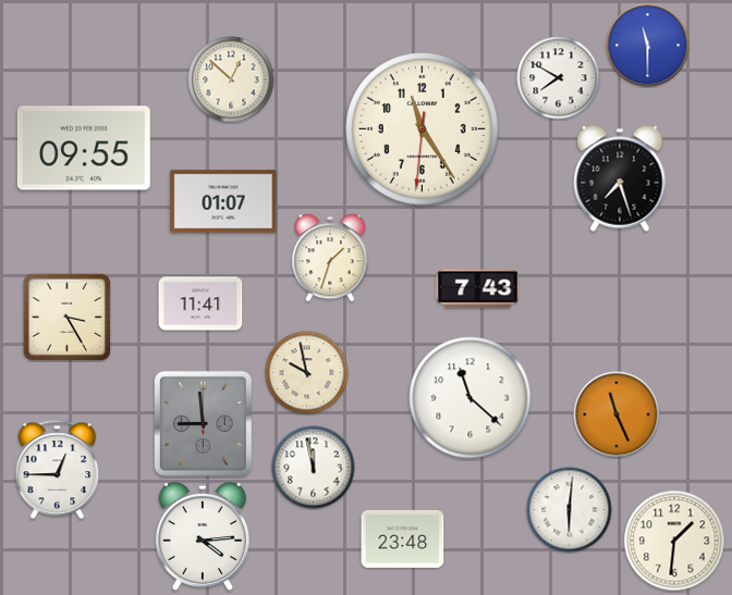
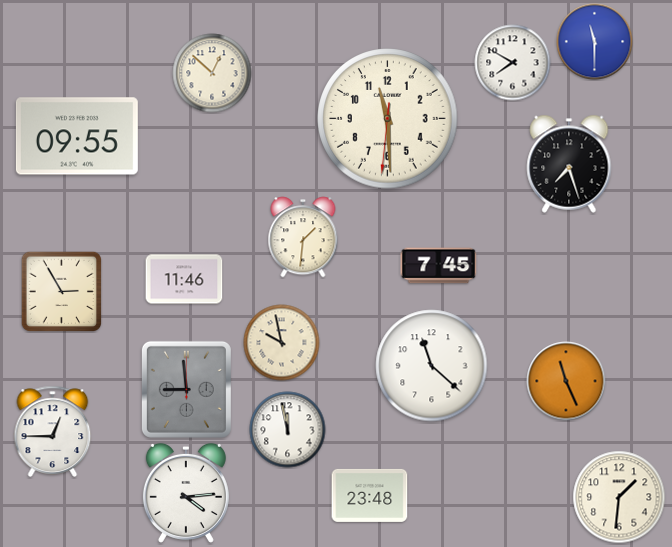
clock at (559, 78) position: (559, 78) -> (513, 63)
clock at (423, 129): 11:24 -> 11:29
clock at (223, 201): 01:07 -> none
clock at (330, 258): 1:33 -> 1:31
clock at (478, 289): 7:43 -> 7:45
clock at (200, 303): 11:41 -> 11:46
clock at (66, 317): 3:25 -> 2:55
clock at (570, 510): 6:01 -> none
